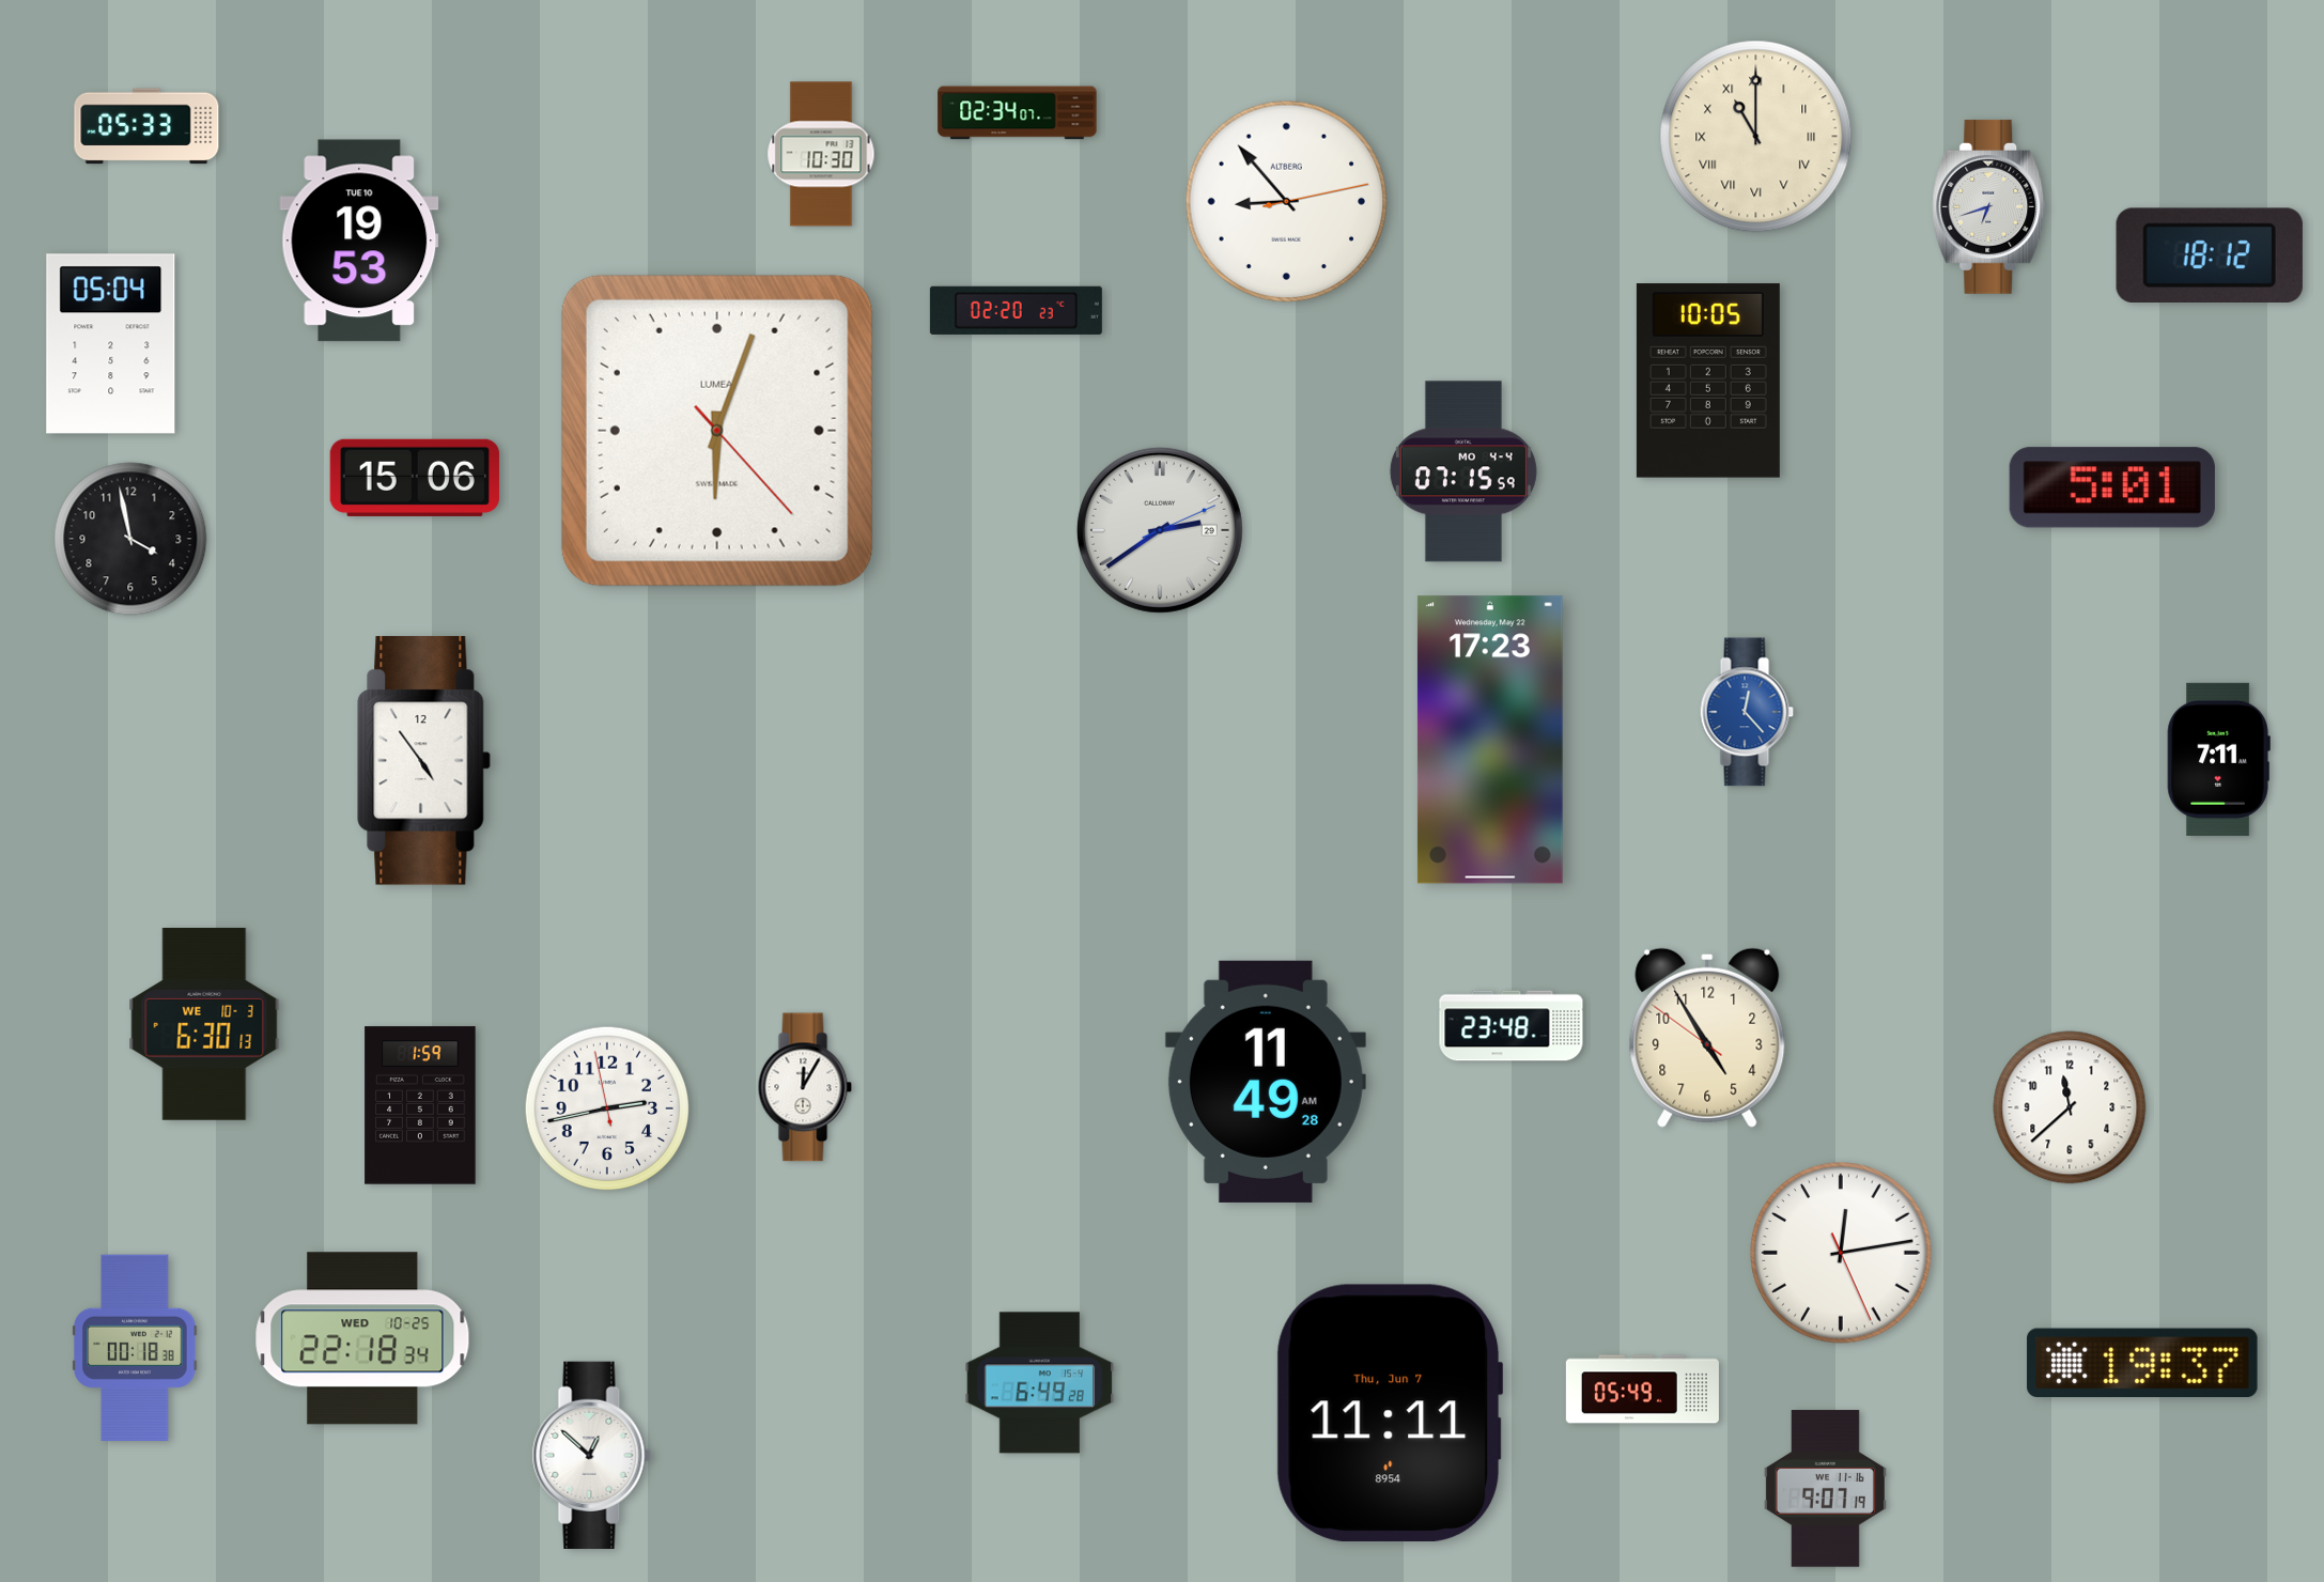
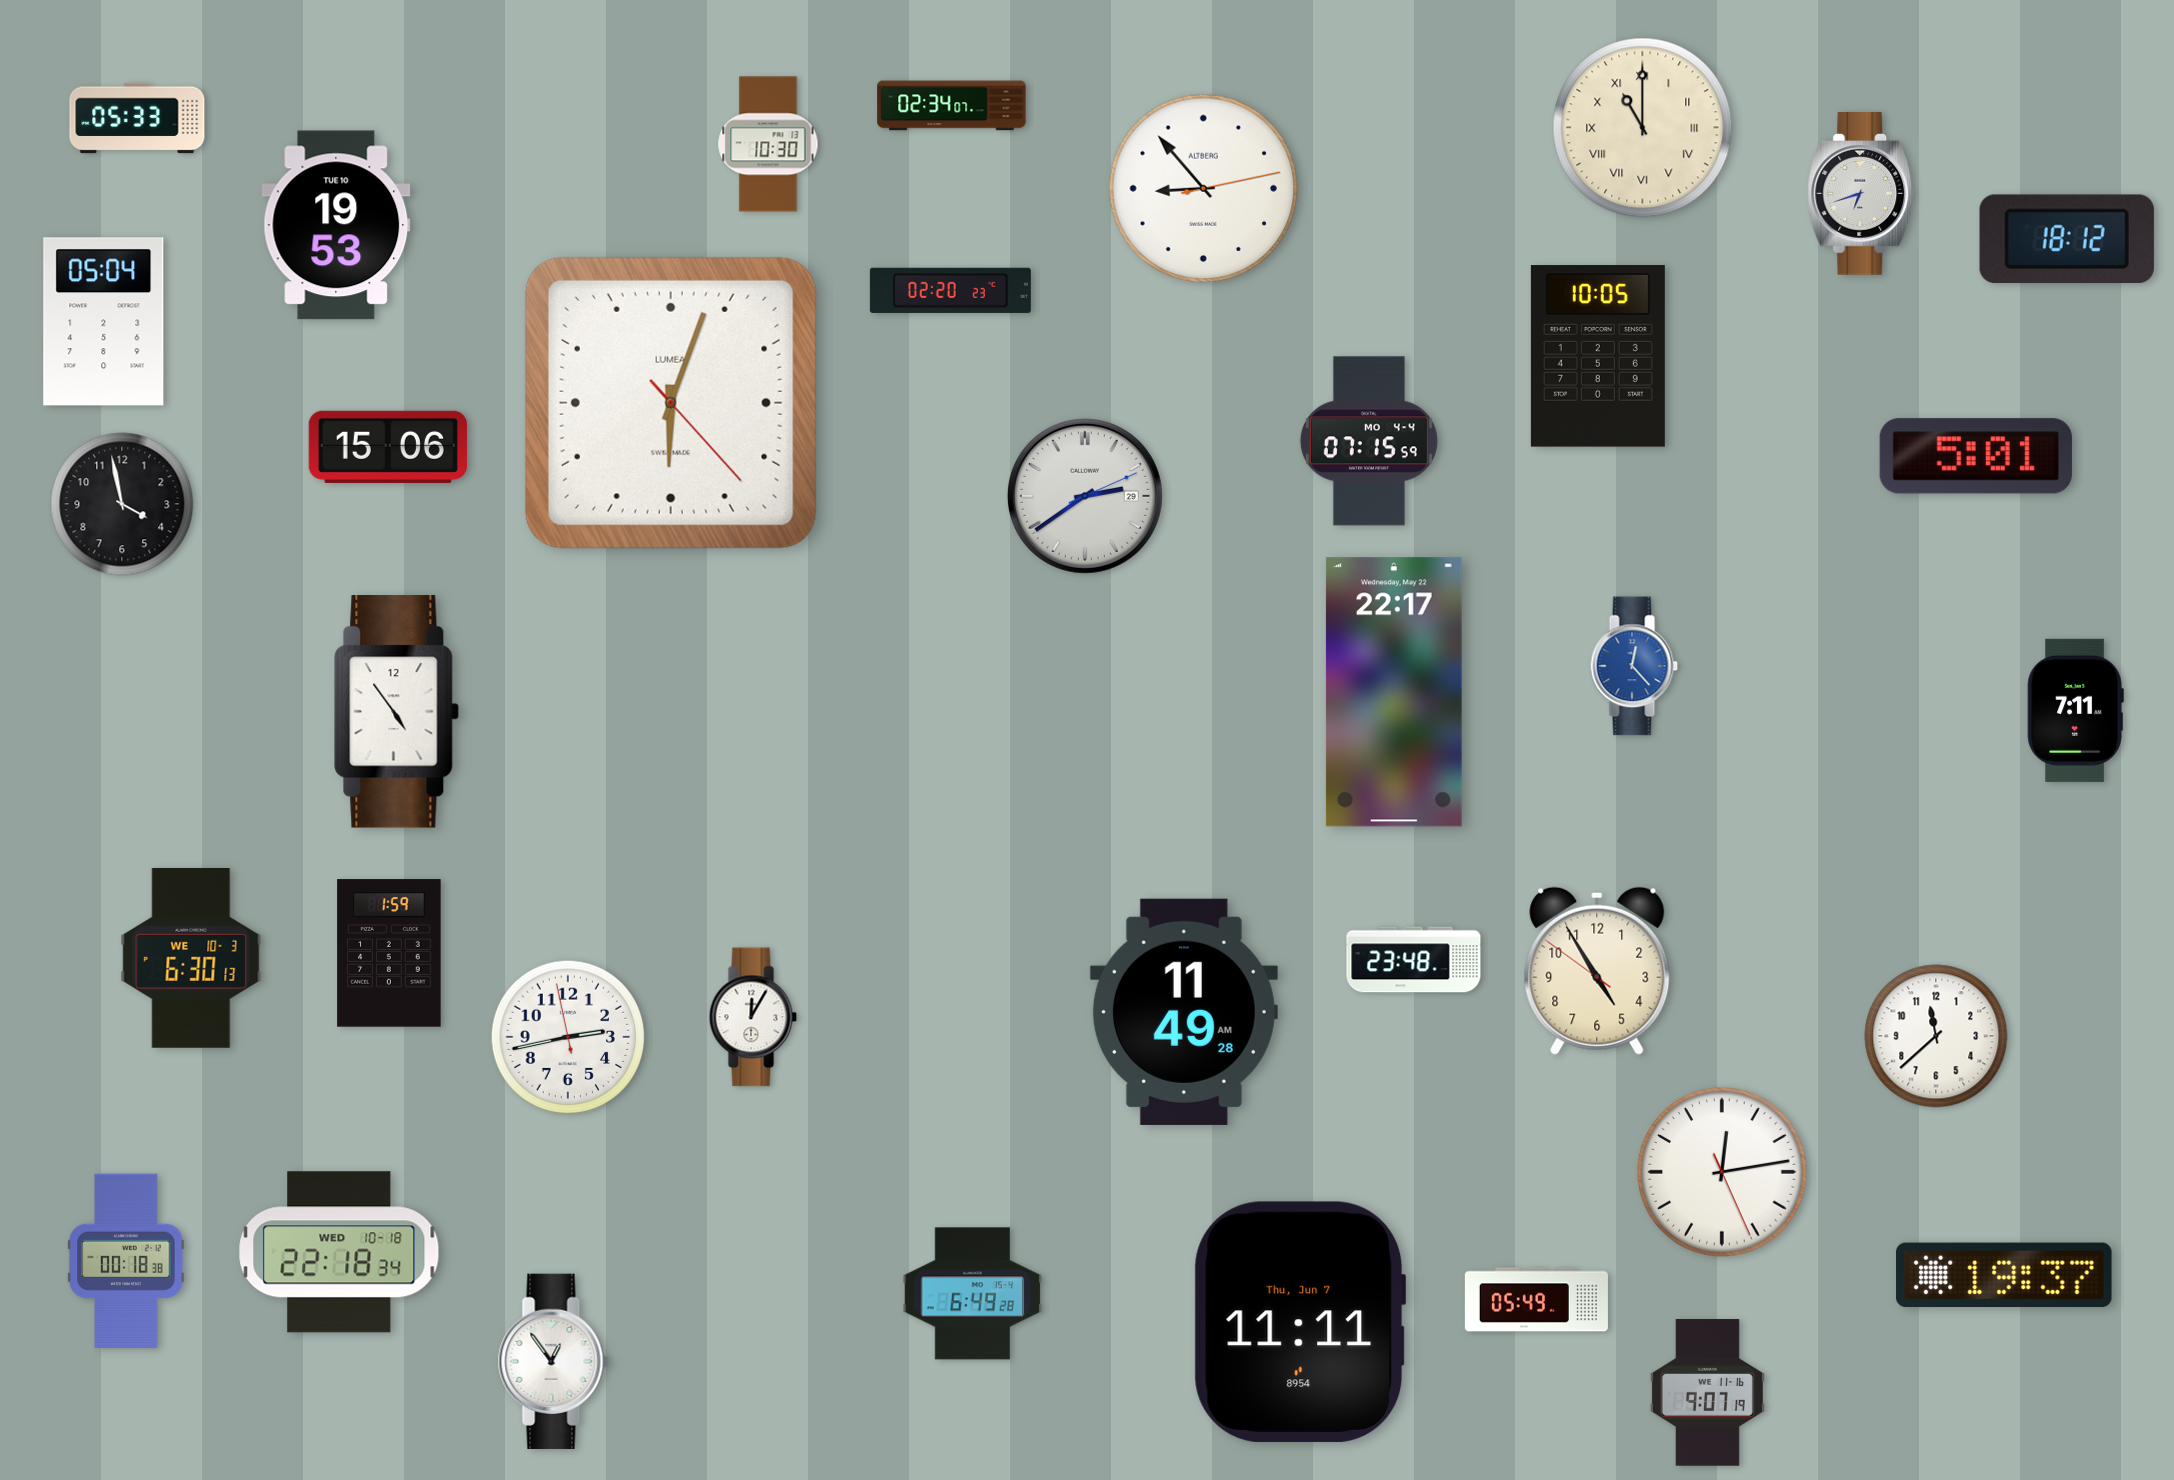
clock at (1490, 740): 17:23 -> 22:17
clock at (420, 1105) position: (420, 1105) -> (389, 953)
clock at (362, 1338) date: WED 10-25 -> WED 10-18
clock at (591, 1455): 12:52 -> 12:54
